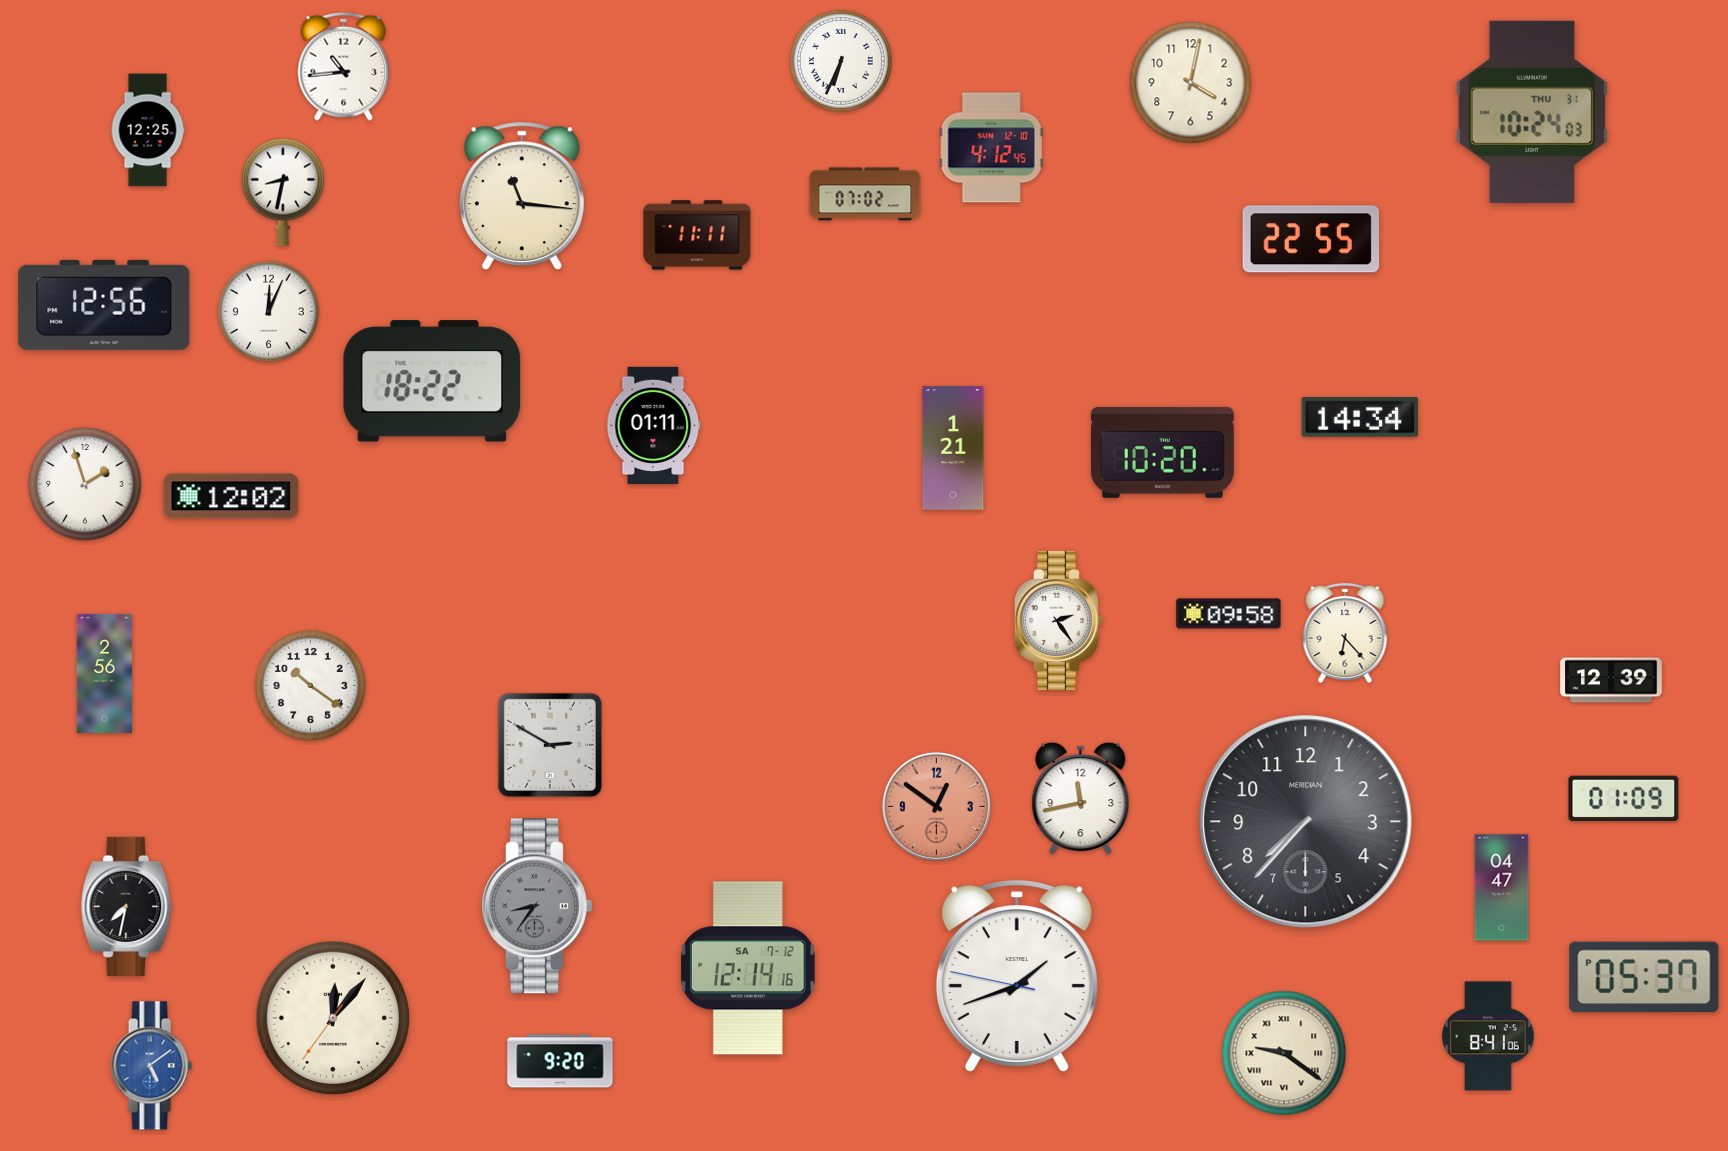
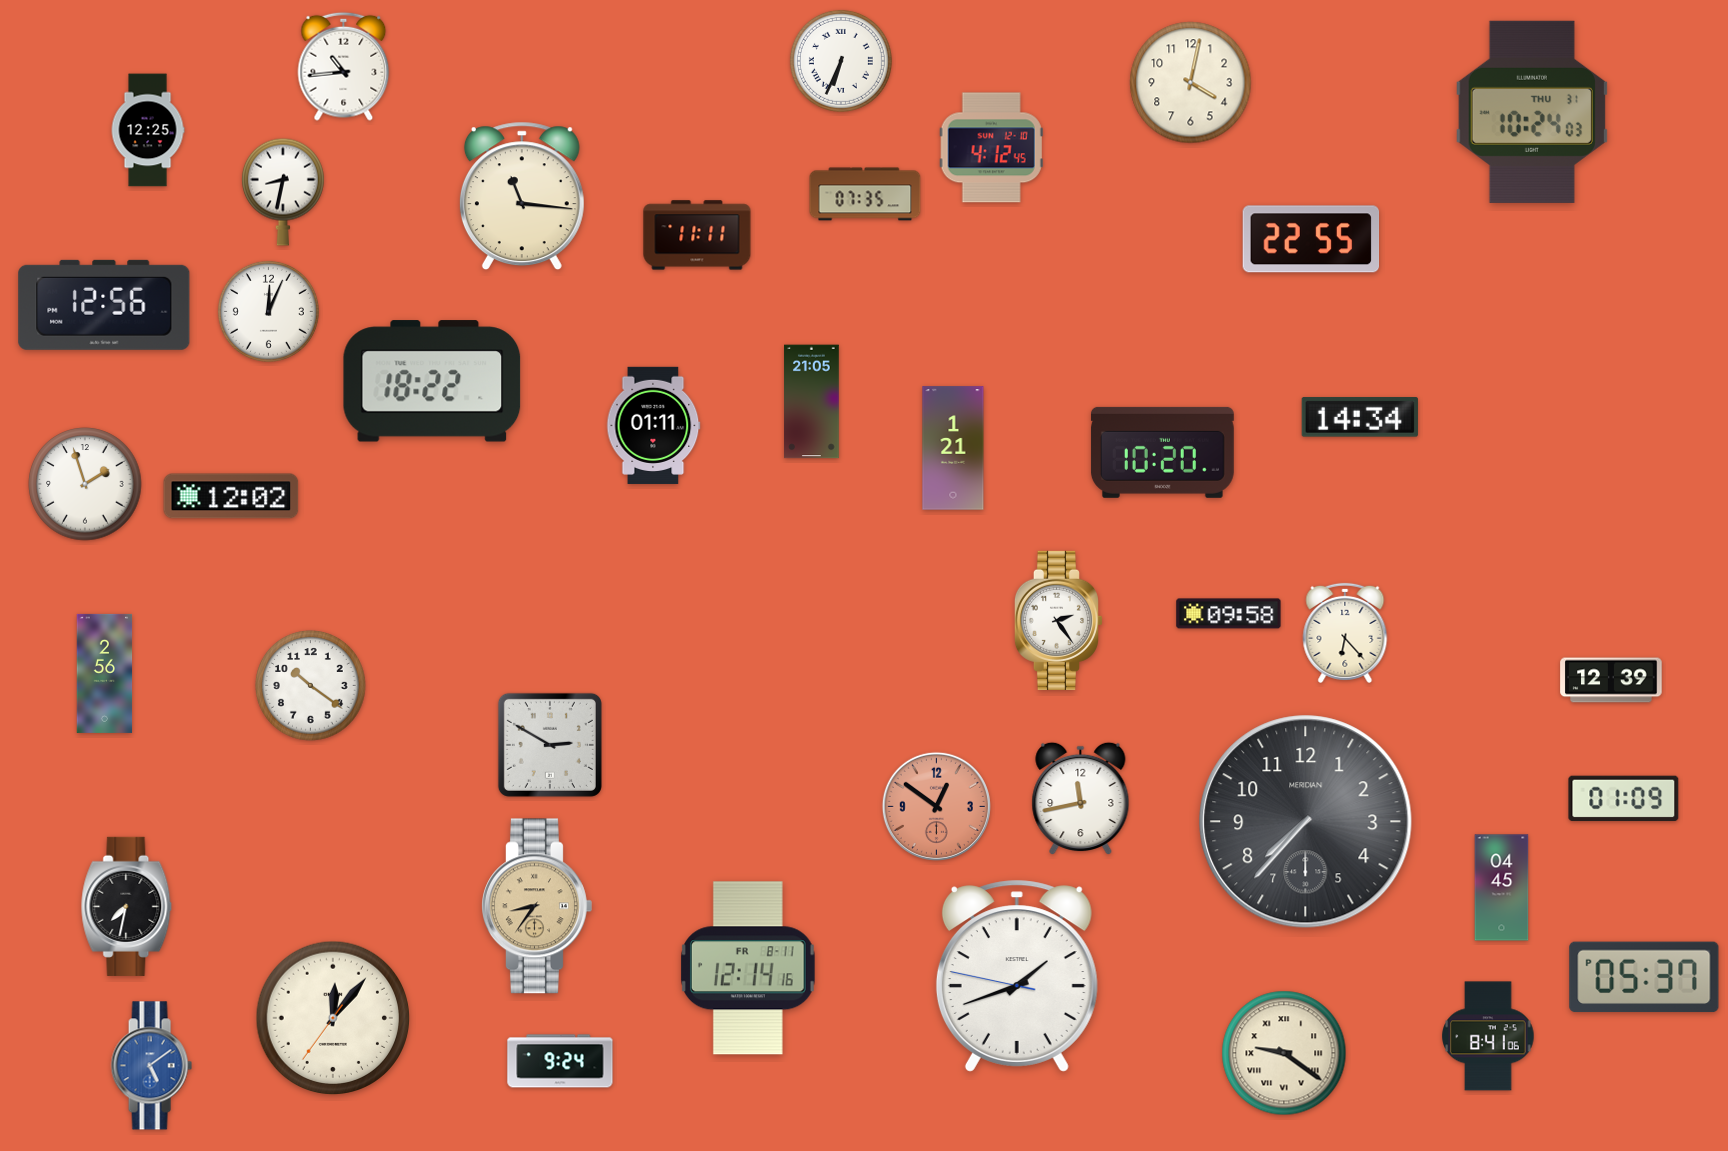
clock at (865, 194): 07:02 -> 07:35
clock at (812, 402): none -> 21:05
clock at (1502, 888): 04:47 -> 04:45
clock at (537, 906) dial: grey -> champagne
clock at (749, 968) date: SA 7-12 -> FR 8-11
clock at (560, 1061): 9:20 -> 9:24
